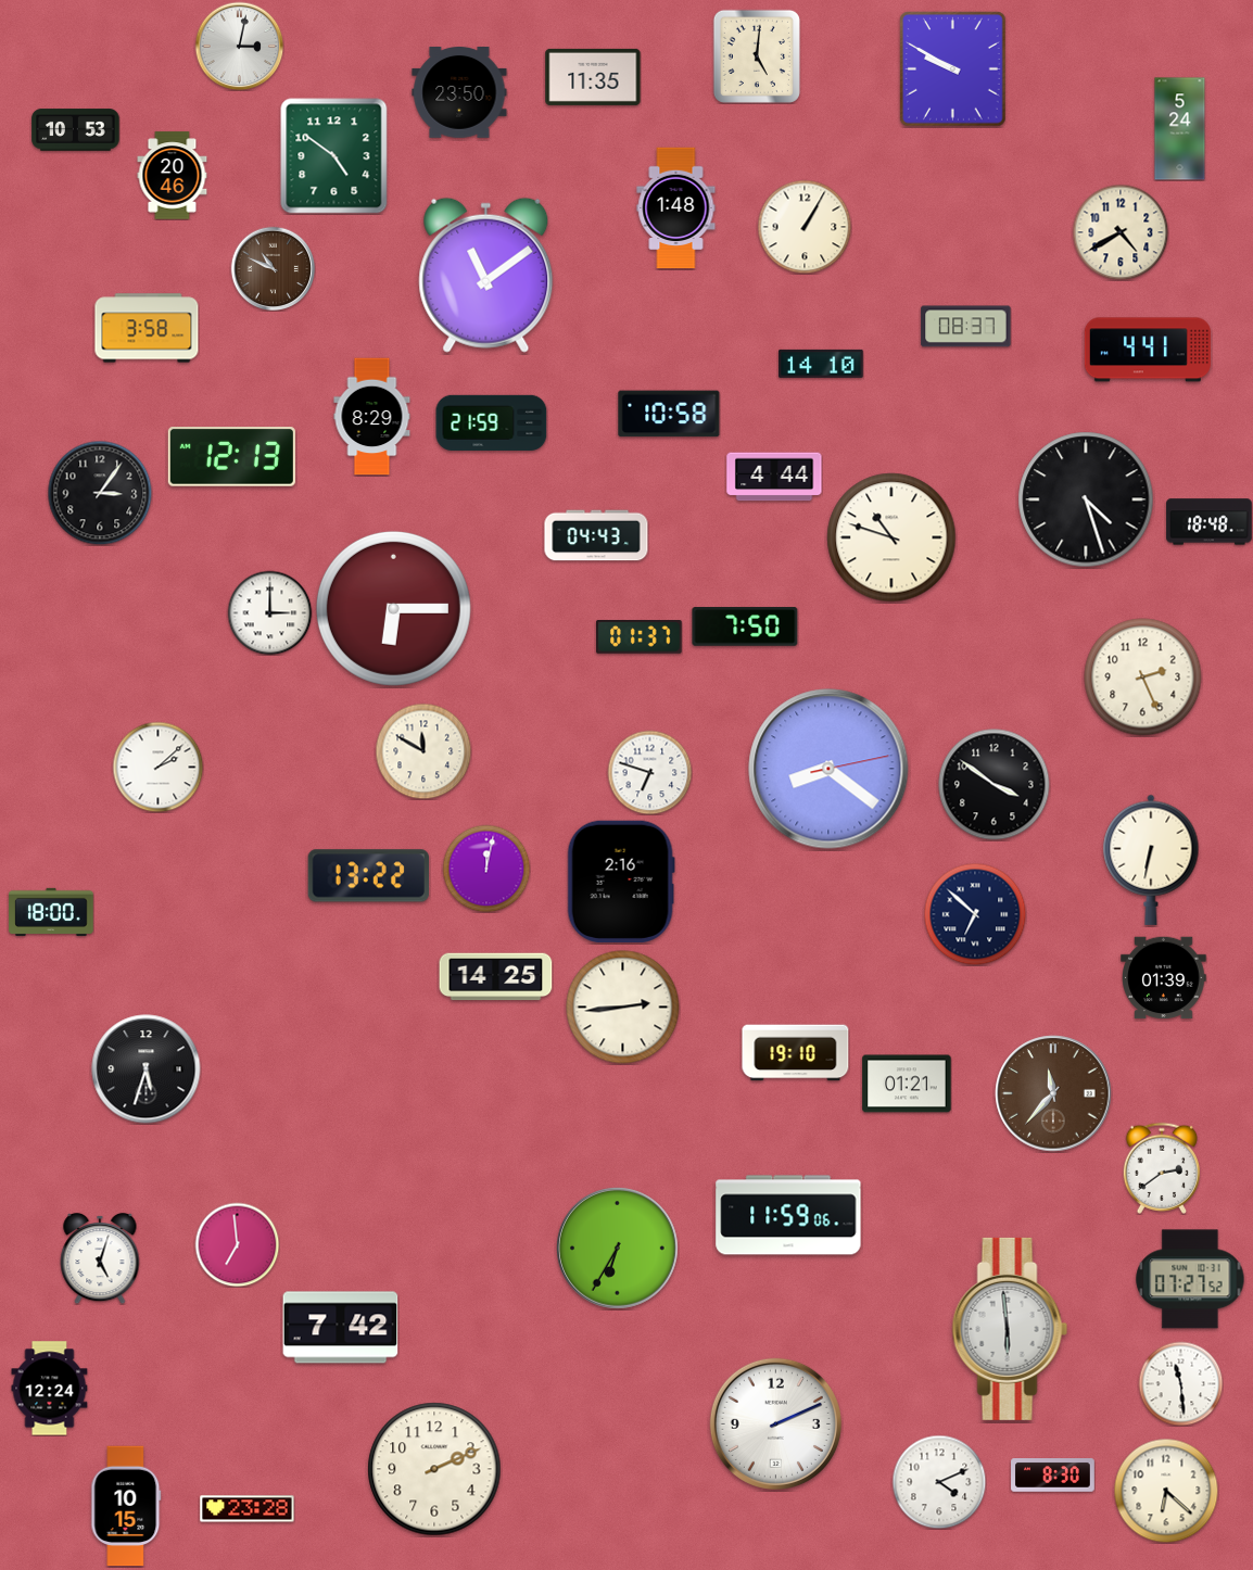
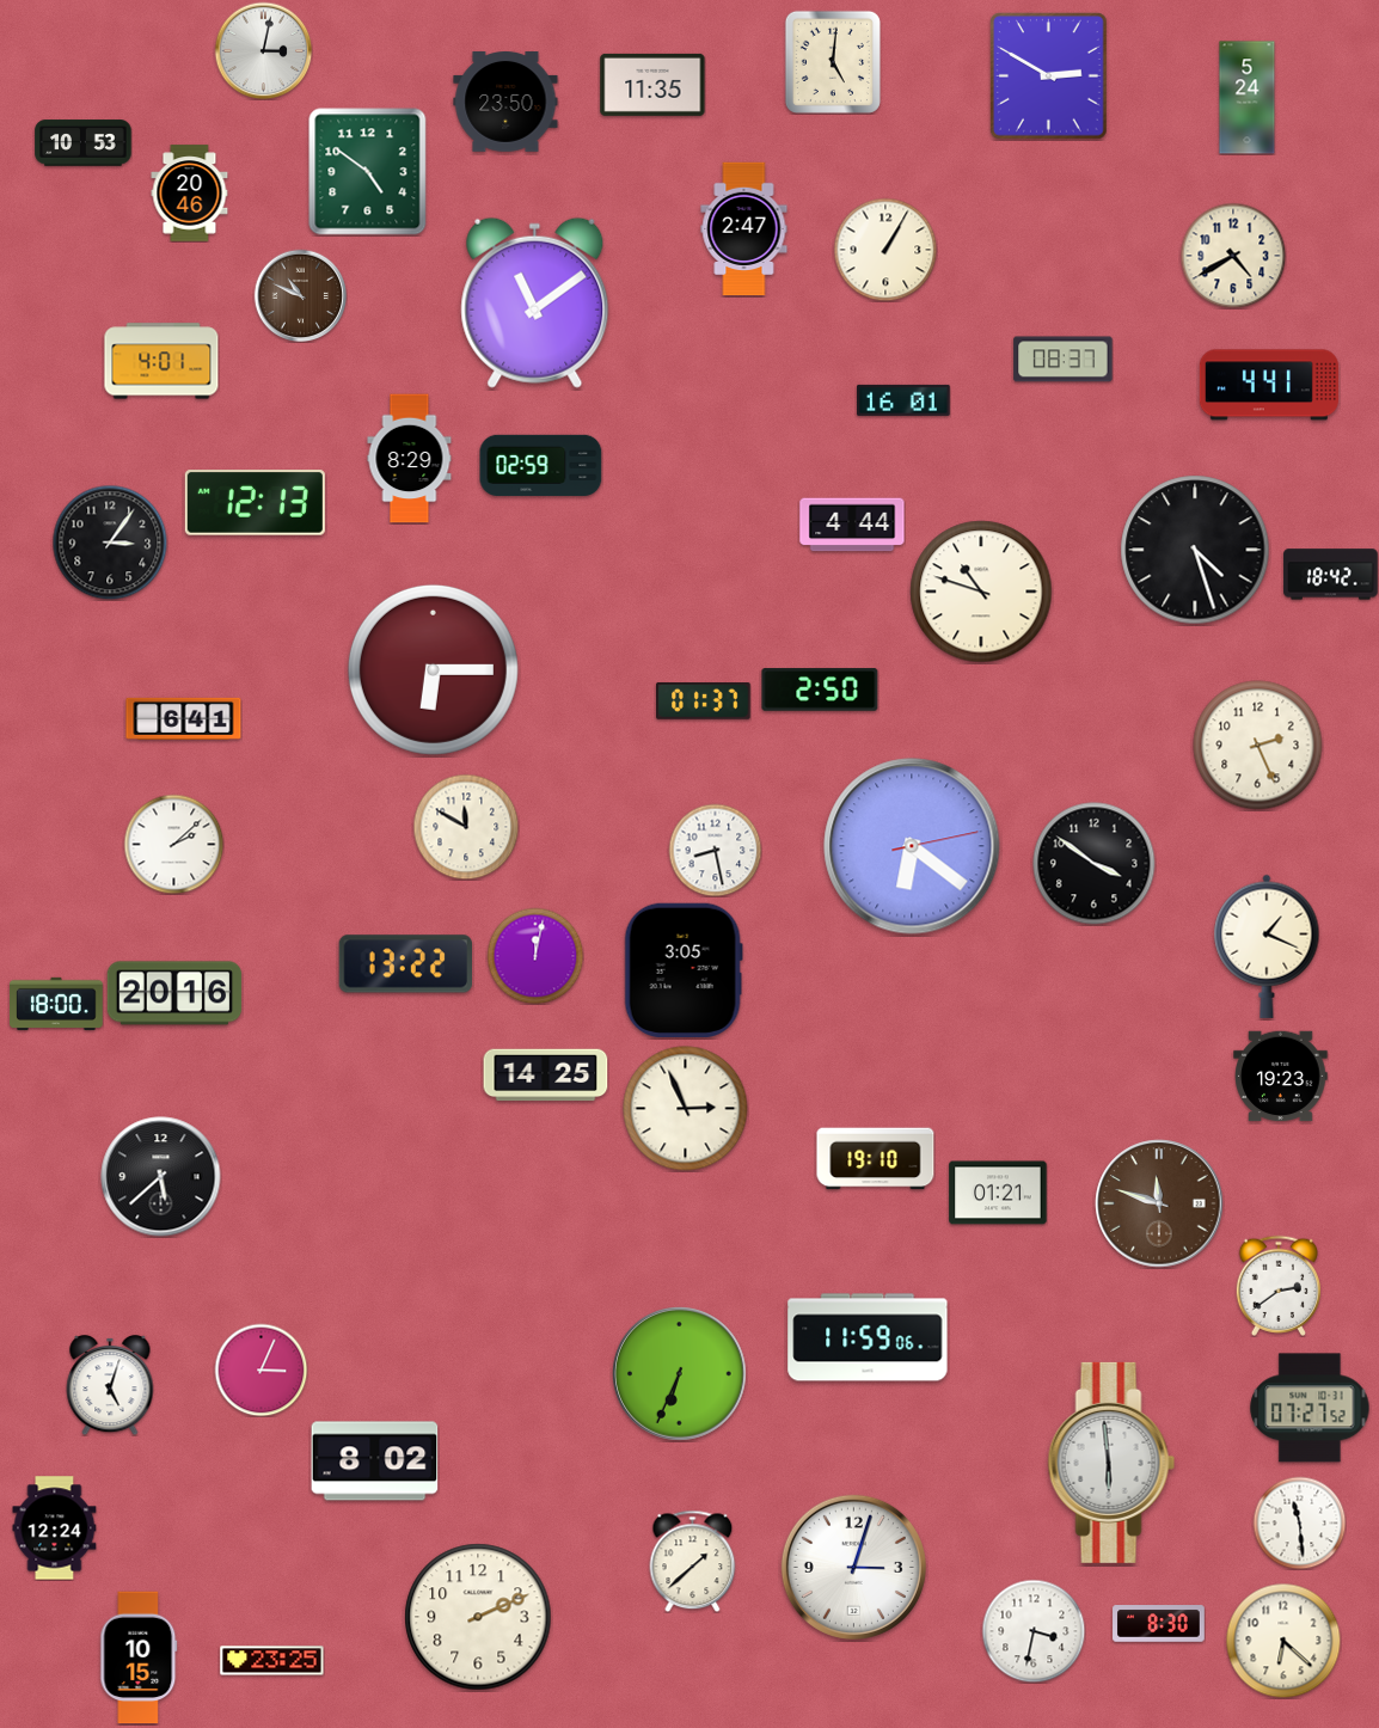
clock at (953, 69): 9:50 -> 2:50
clock at (1180, 129) position: (1180, 129) -> (1248, 98)
clock at (676, 208): 1:48 -> 2:47
clock at (147, 328): 3:58 -> 4:01
clock at (1148, 350) position: (1148, 350) -> (1269, 385)
clock at (821, 364): 14:10 -> 16:01
clock at (669, 414): 10:58 -> none
clock at (492, 422): 21:59 -> 02:59
clock at (1210, 522): 18:48 -> 18:42
clock at (596, 535): 04:43 -> none
clock at (269, 612): 3:00 -> none
clock at (745, 626): 7:50 -> 2:50
clock at (184, 718): none -> 6:41
clock at (828, 769): 8:21 -> 6:21
clock at (649, 772): 6:48 -> 8:28
clock at (1151, 860): 6:32 -> 1:19
clock at (621, 882): 2:16 -> 3:05
clock at (174, 993): none -> 20:16
clock at (975, 914): 6:52 -> none
clock at (1164, 978): 01:39 -> 19:23
clock at (623, 1008): 2:44 -> 2:56
clock at (147, 1069): 5:33 -> 5:38
clock at (1053, 1093): 11:37 -> 11:48
clock at (237, 1244): 6:59 -> 3:04
clock at (618, 1249): 6:35 -> 6:34
clock at (341, 1328): 7:42 -> 8:02
clock at (693, 1561): none -> 1:38
clock at (775, 1423): 2:11 -> 3:03
clock at (939, 1482): 4:11 -> 3:32
clock at (248, 1509): 23:28 -> 23:25
